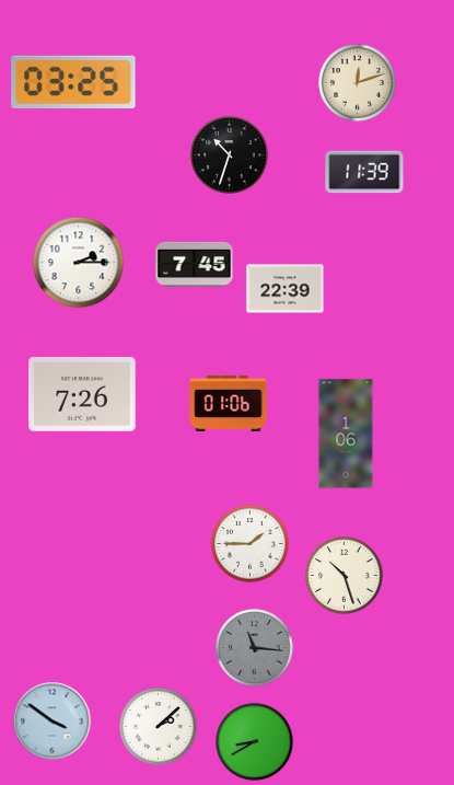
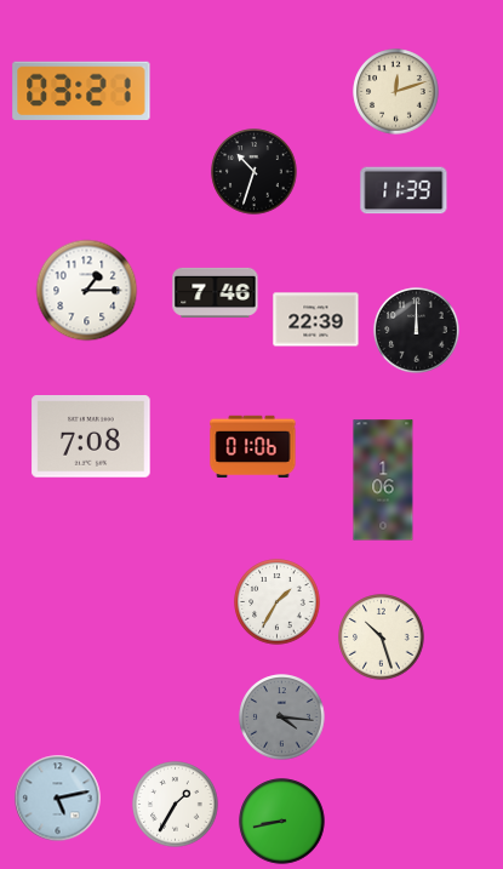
clock at (73, 82): 03:25 -> 03:21
clock at (79, 263): 2:15 -> 1:15
clock at (195, 264): 7:45 -> 7:46
clock at (417, 331): none -> 12:00
clock at (82, 394): 7:26 -> 7:08
clock at (251, 544): 1:45 -> 1:35
clock at (255, 648): 11:16 -> 4:16
clock at (53, 721): 3:51 -> 5:13
clock at (159, 727): 2:08 -> 1:35
clock at (255, 742): 8:40 -> 8:43
